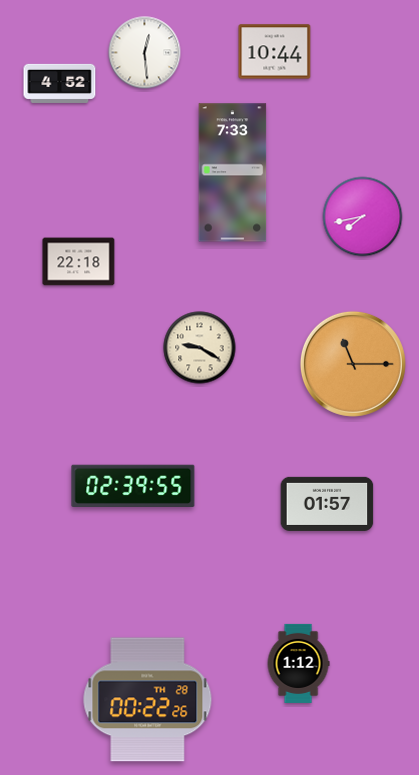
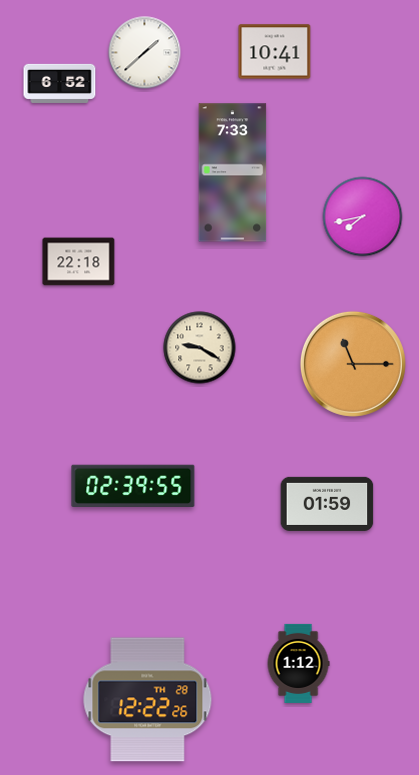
clock at (275, 52): 10:44 -> 10:41
clock at (145, 53): 12:29 -> 1:38
clock at (60, 83): 4:52 -> 6:52
clock at (327, 504): 01:57 -> 01:59
clock at (148, 700): 00:22 -> 12:22
